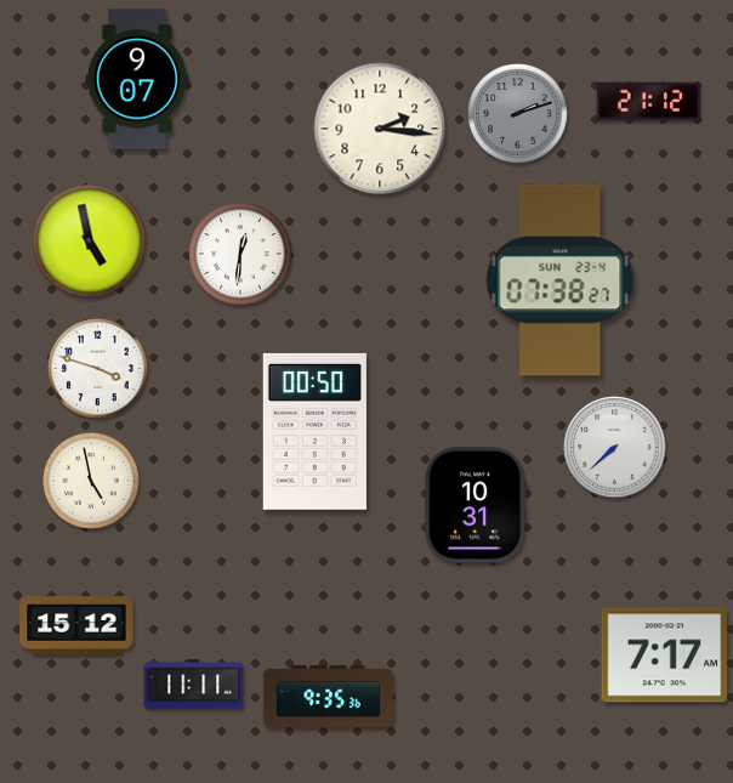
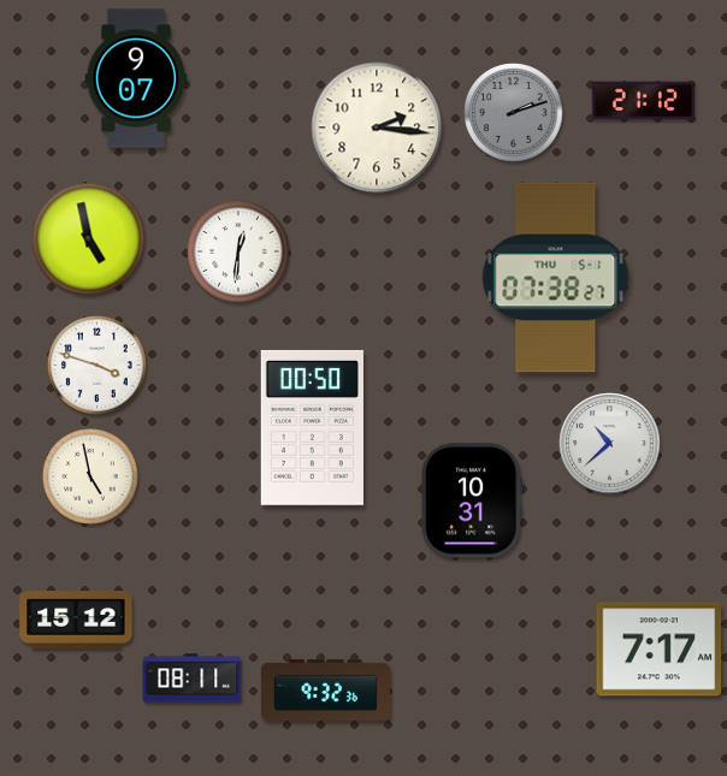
clock at (561, 280) date: SUN 23-4 -> THU 5-1
clock at (615, 448): 7:38 -> 10:38
clock at (194, 685): 11:11 -> 08:11
clock at (328, 697): 9:35 -> 9:32
